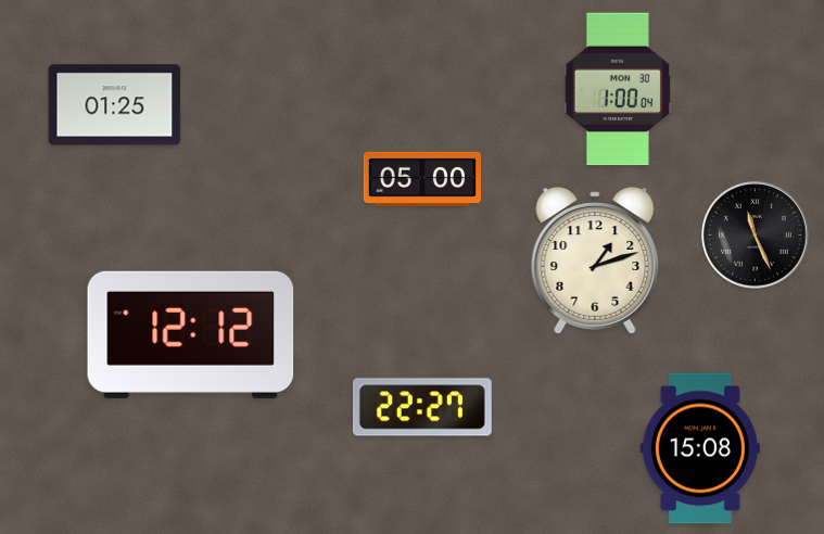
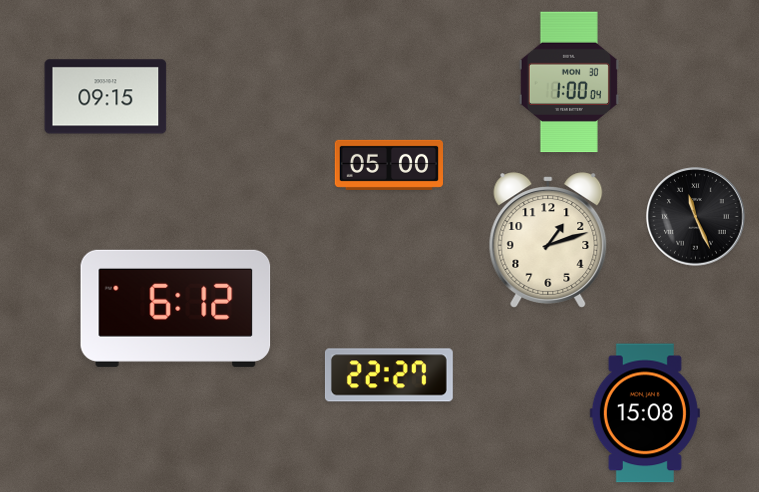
clock at (115, 105): 01:25 -> 09:15
clock at (191, 334): 12:12 -> 6:12
